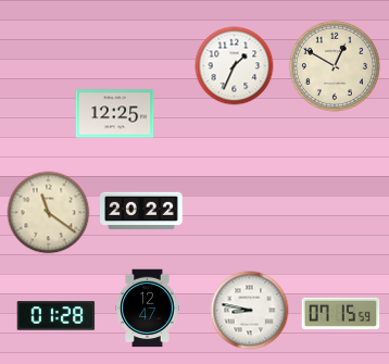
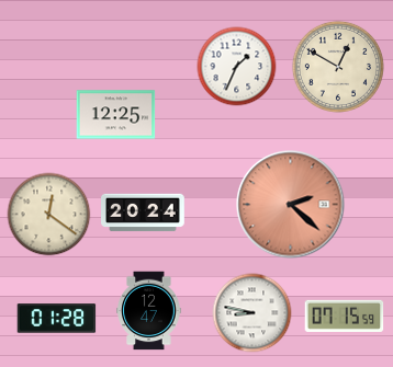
clock at (291, 205): none -> 2:22
clock at (142, 211): 20:22 -> 20:24
clock at (49, 213): 11:21 -> 12:21
